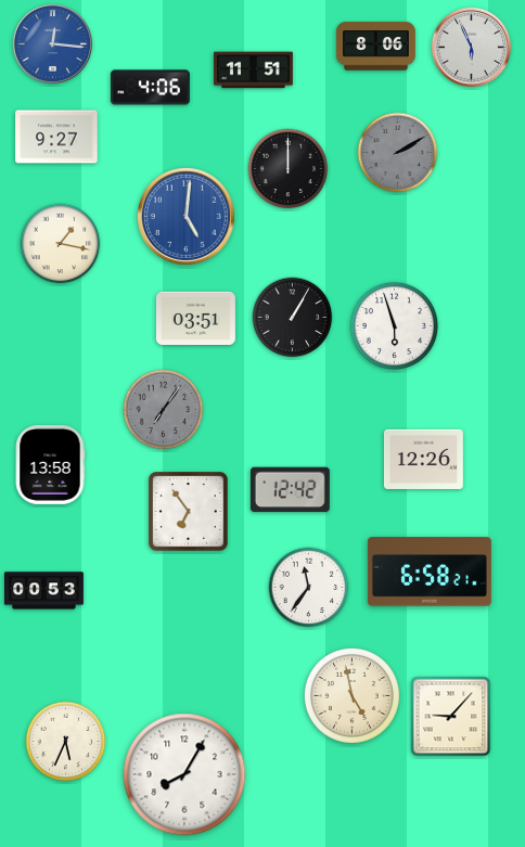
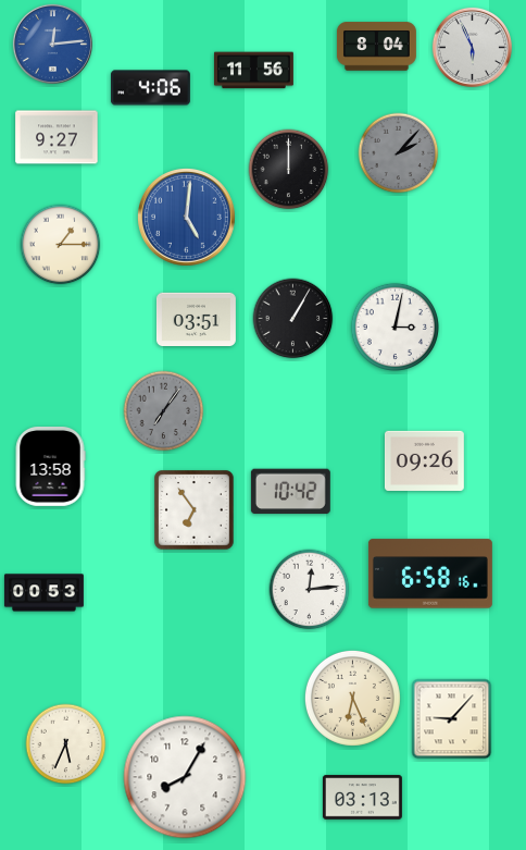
clock at (52, 43): 12:16 -> 12:14
clock at (375, 47): 8:06 -> 8:04
clock at (253, 70): 11:51 -> 11:56
clock at (398, 153): 2:10 -> 2:07
clock at (61, 244): 1:17 -> 1:15
clock at (394, 325): 5:57 -> 3:02
clock at (423, 459): 12:26 -> 09:26
clock at (290, 490): 12:42 -> 10:42
clock at (189, 512) position: (189, 512) -> (195, 510)
clock at (430, 572): 6:58:21 -> 6:58:16
clock at (309, 588): 11:36 -> 12:14
clock at (351, 695): 4:58 -> 6:26
clock at (362, 798): none -> 03:13
